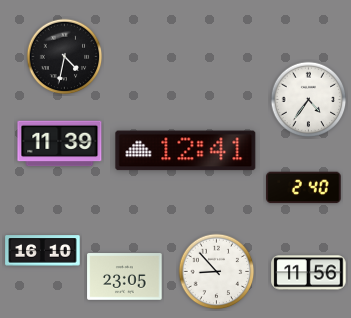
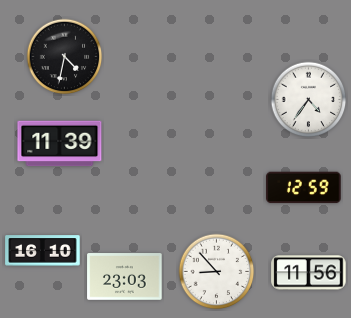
clock at (186, 151): 12:41 -> none
clock at (304, 188): 2:40 -> 12:59
clock at (125, 277): 23:05 -> 23:03
